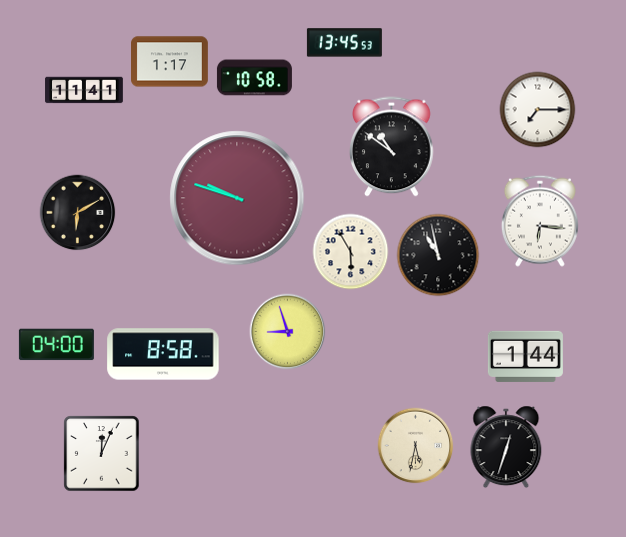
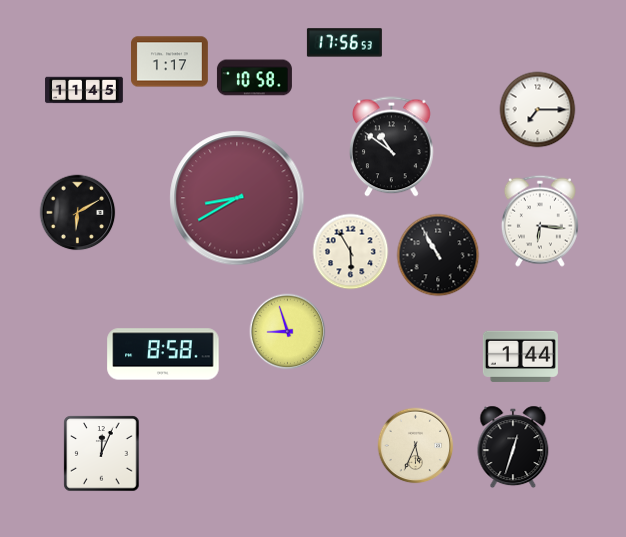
clock at (344, 43): 13:45 -> 17:56
clock at (84, 90): 11:41 -> 11:45
clock at (237, 198): 9:48 -> 8:40
clock at (438, 255): 10:58 -> 10:55
clock at (56, 345): 04:00 -> none
clock at (525, 356) position: (525, 356) -> (520, 356)
clock at (416, 446): 5:32 -> 5:34
clock at (506, 447) position: (506, 447) -> (513, 447)
